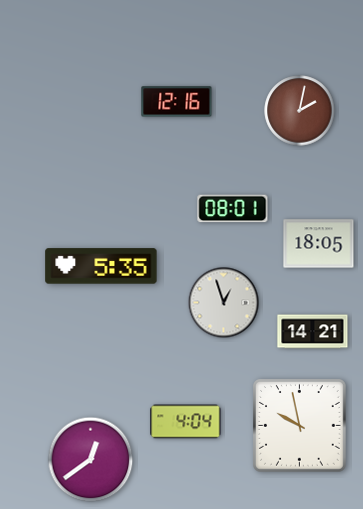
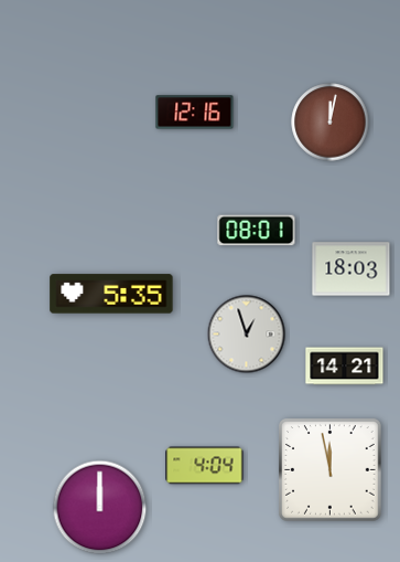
clock at (300, 111): 2:02 -> 12:02
clock at (319, 244): 18:05 -> 18:03
clock at (300, 426): 9:58 -> 11:58
clock at (91, 460): 12:39 -> 12:00
